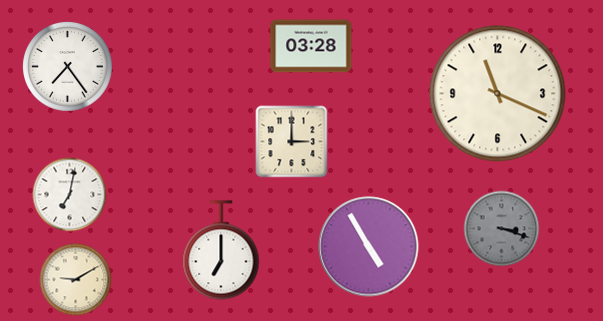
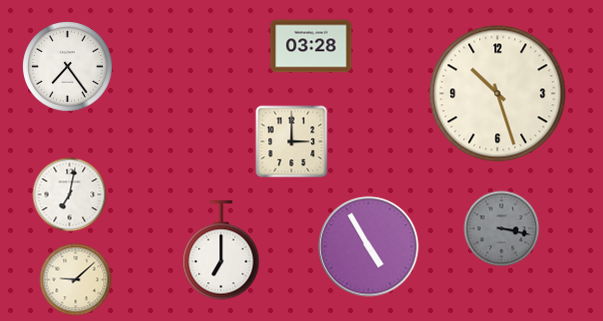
clock at (498, 94): 11:19 -> 10:27
clock at (502, 229): 3:18 -> 3:17
clock at (76, 280): 9:10 -> 9:08
